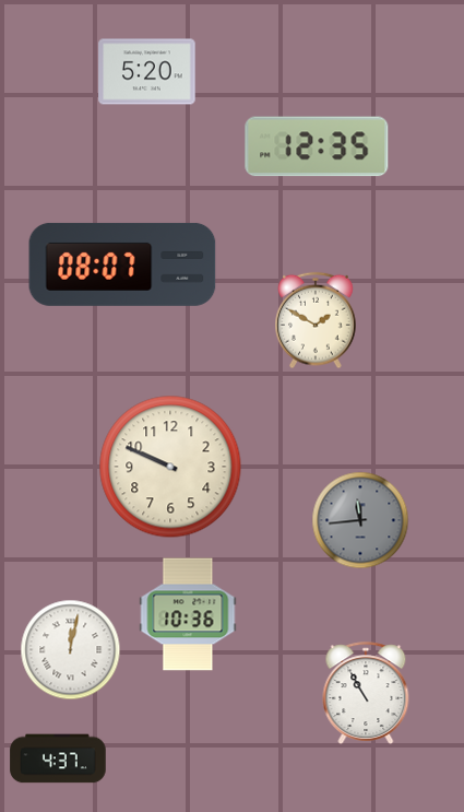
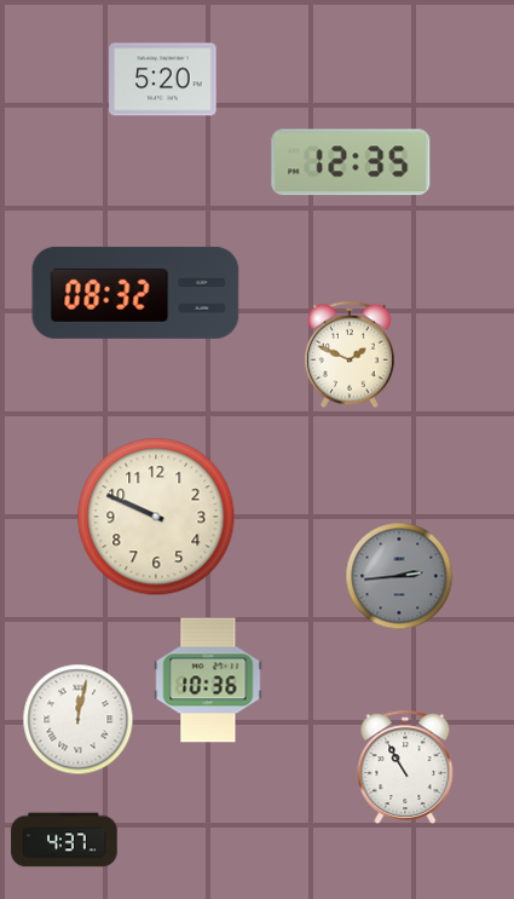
clock at (122, 264): 08:07 -> 08:32
clock at (317, 320): 1:50 -> 1:49
clock at (170, 467) position: (170, 467) -> (156, 517)
clock at (360, 520): 11:44 -> 2:44
